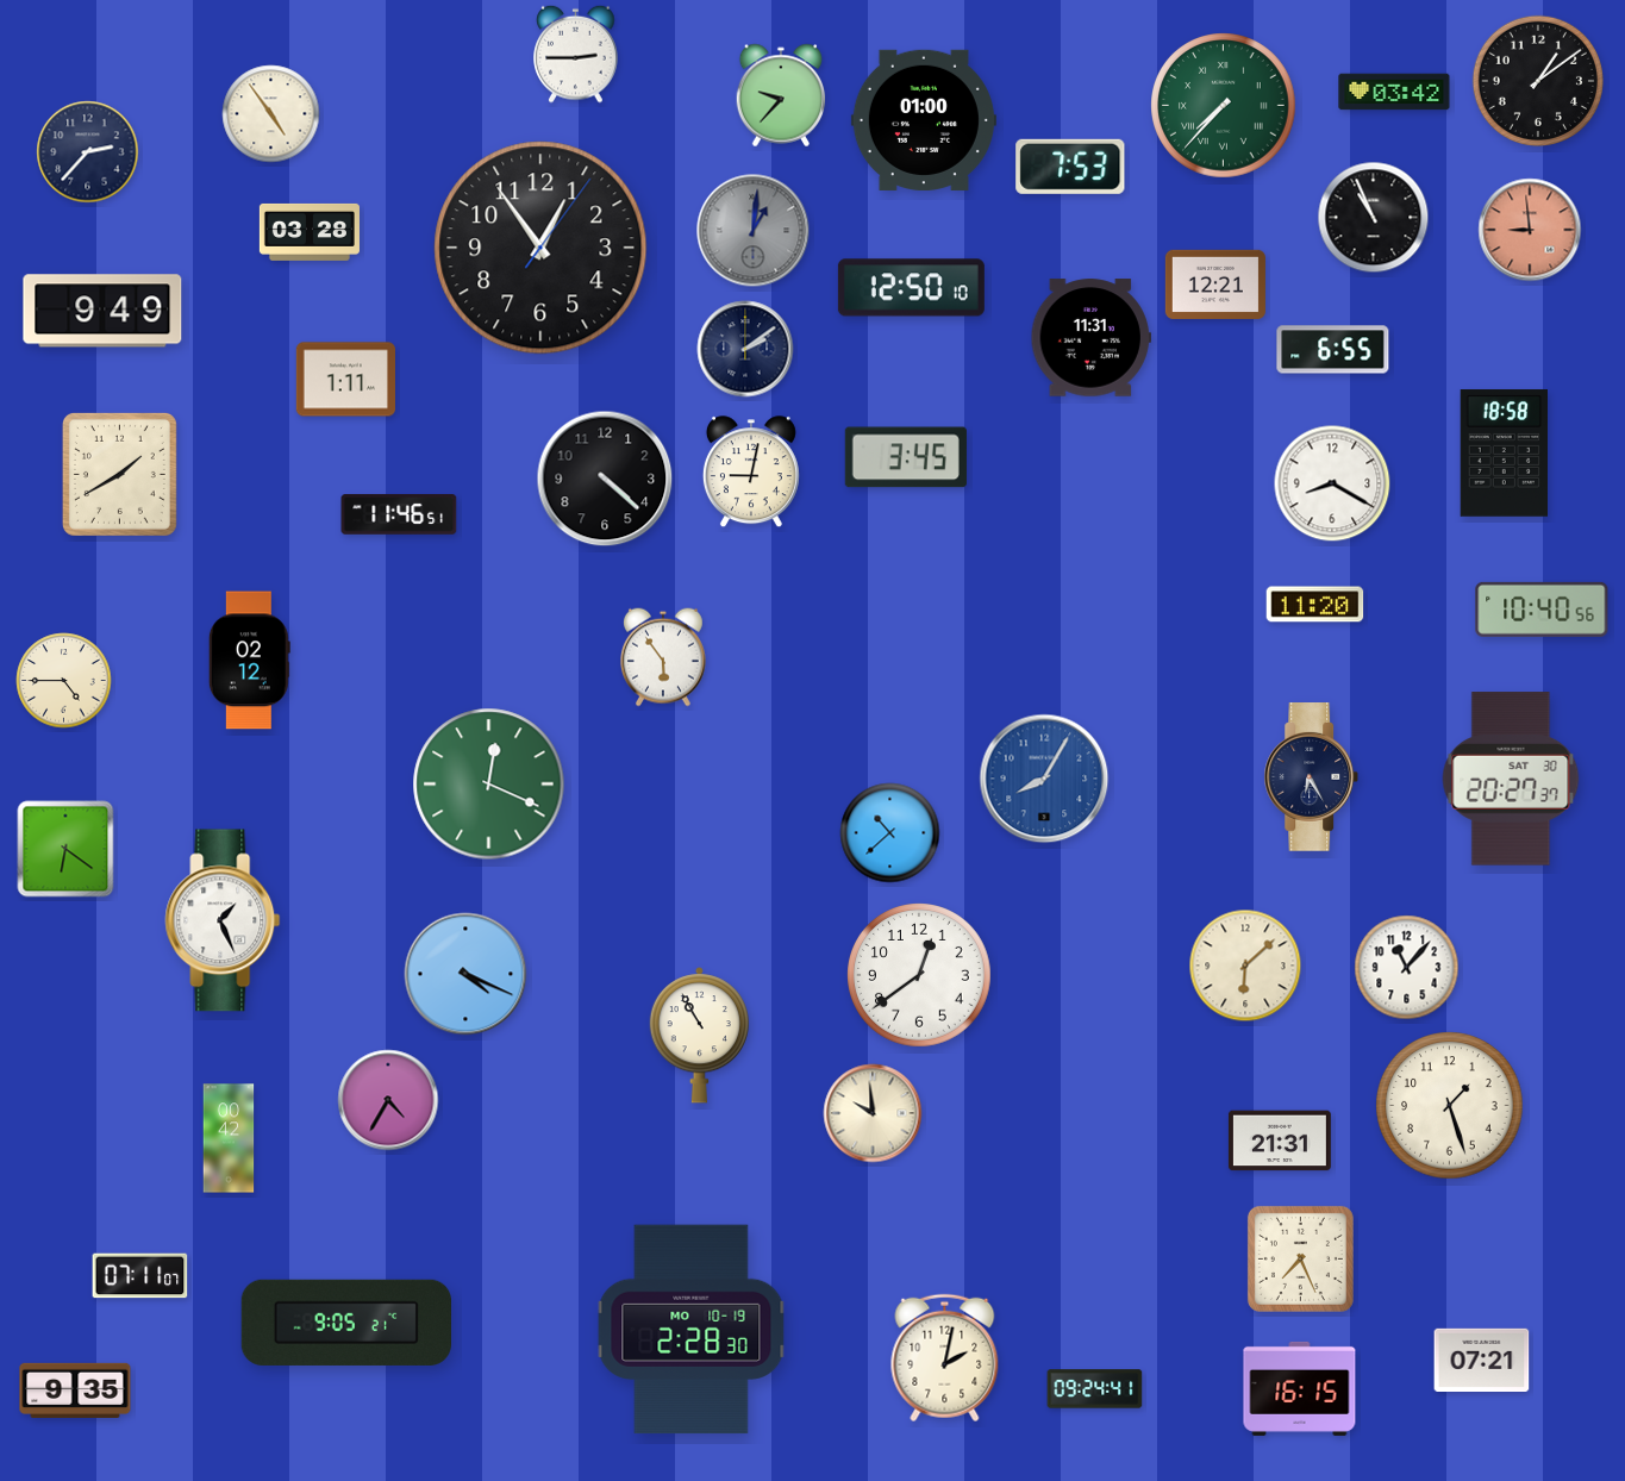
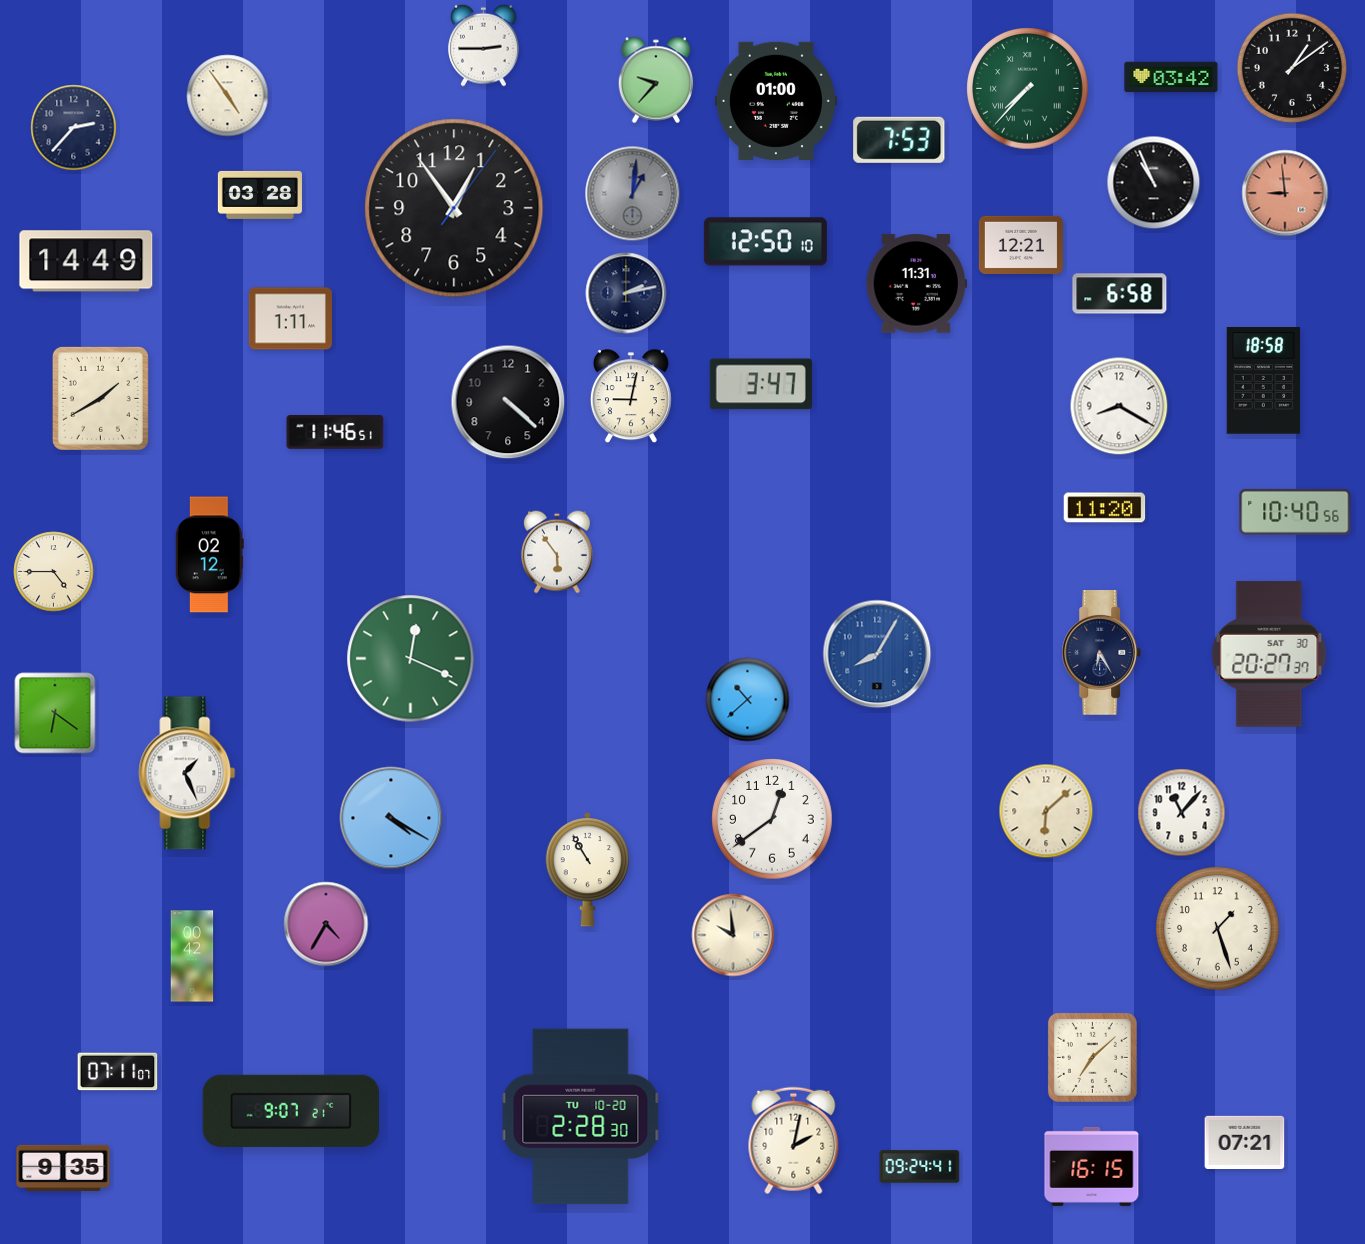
clock at (1215, 285) position: (1215, 285) -> (1021, 245)
clock at (102, 311): 9:49 -> 14:49
clock at (745, 349): 2:09 -> 2:13
clock at (1333, 350): 6:55 -> 6:58
clock at (906, 457): 3:45 -> 3:47
clock at (465, 974): 4:19 -> 4:20
clock at (1280, 1141): 21:31 -> none
clock at (1300, 1258): 7:26 -> 7:08
clock at (345, 1323): 9:05 -> 9:07
clock at (692, 1330) date: MO 10-19 -> TU 10-20
